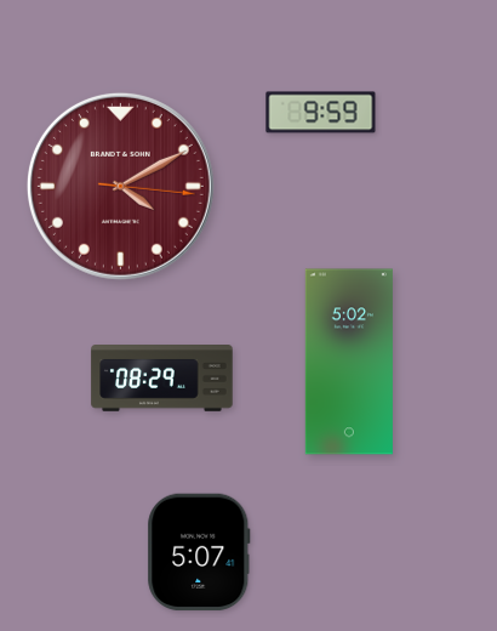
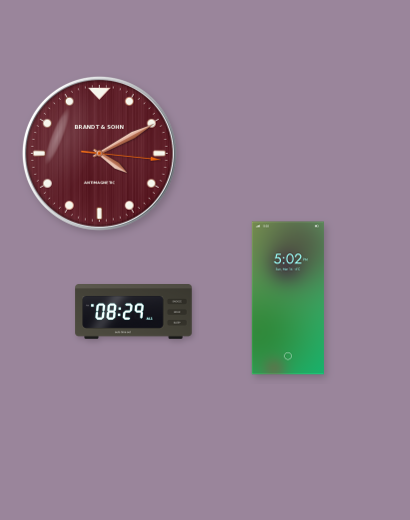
clock at (321, 113): 9:59 -> none
clock at (199, 552): 5:07 -> none
